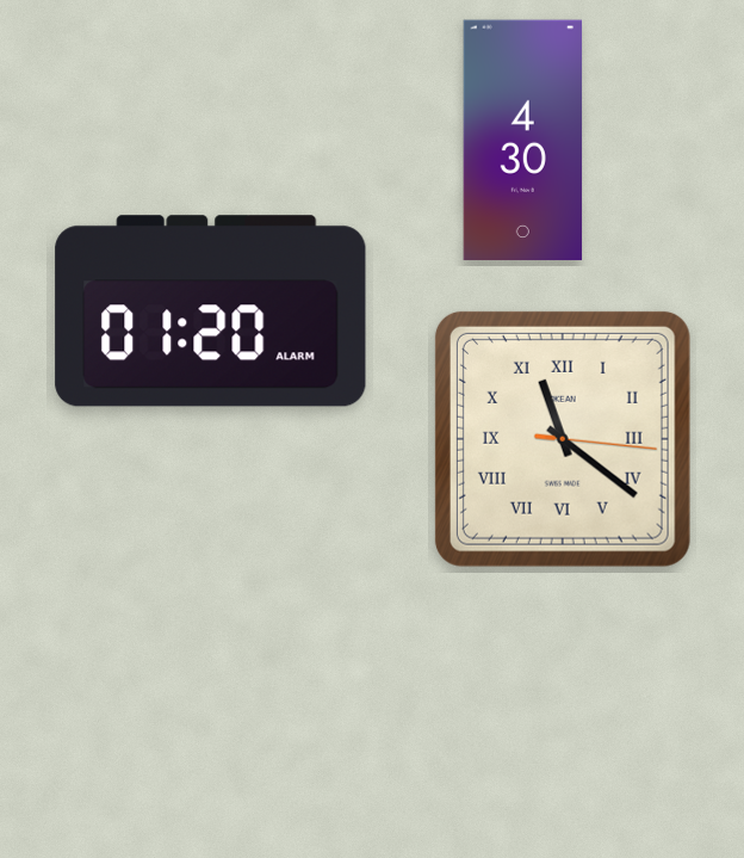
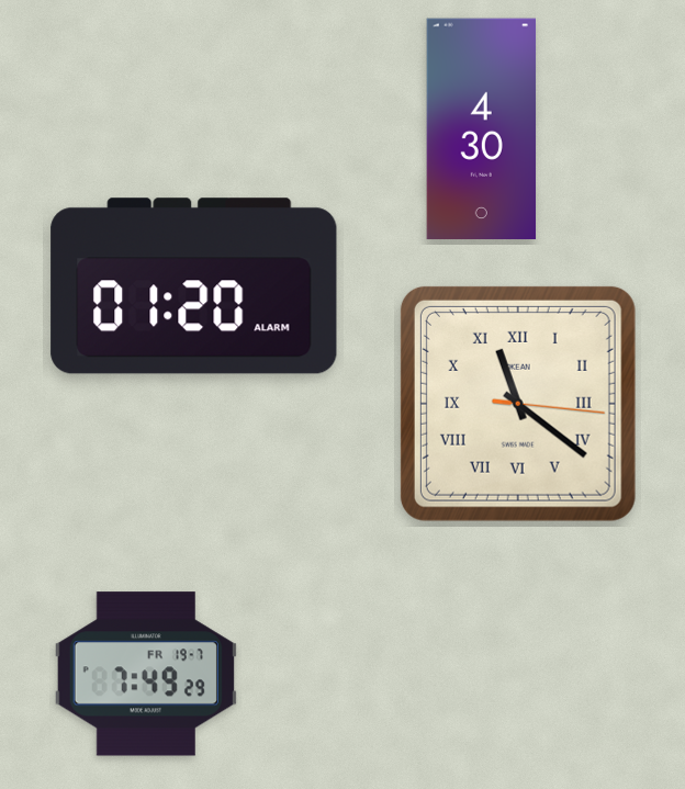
clock at (146, 674): none -> 7:49
